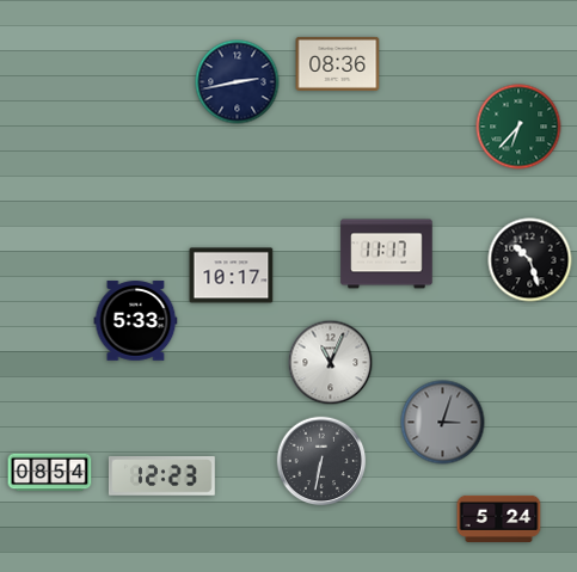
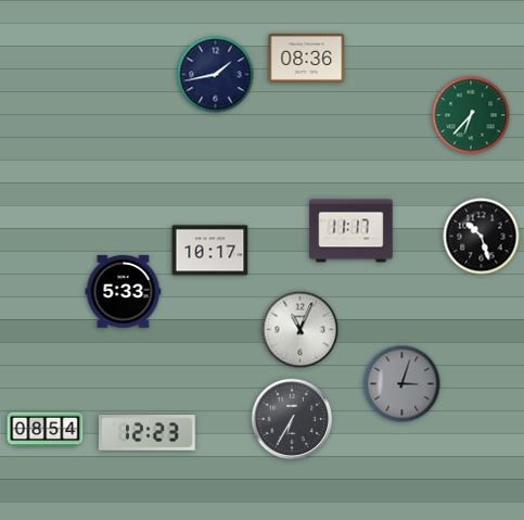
clock at (238, 82): 2:43 -> 1:43
clock at (321, 461): 6:32 -> 6:35
clock at (499, 518): 5:24 -> none
